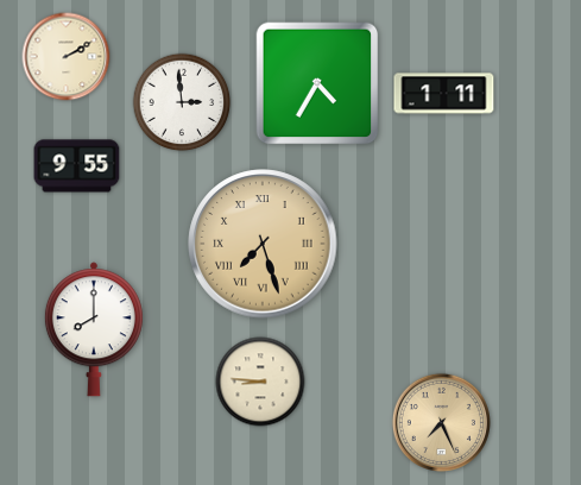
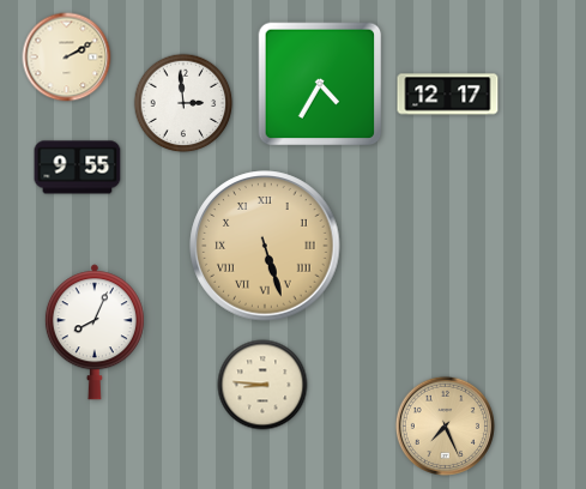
clock at (444, 94): 1:11 -> 12:17
clock at (263, 244): 7:27 -> 5:27
clock at (94, 329): 8:00 -> 8:04
